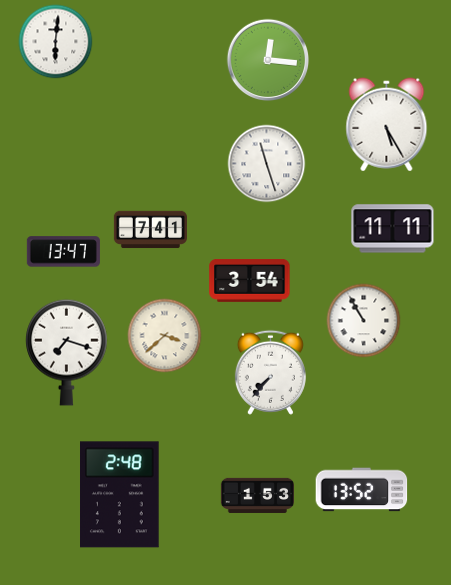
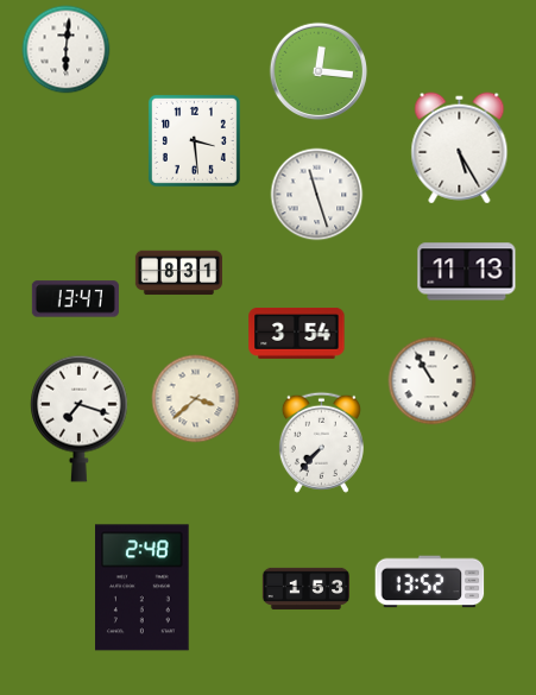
clock at (194, 140): none -> 3:29
clock at (393, 229): 11:11 -> 11:13
clock at (150, 230): 7:41 -> 8:31
